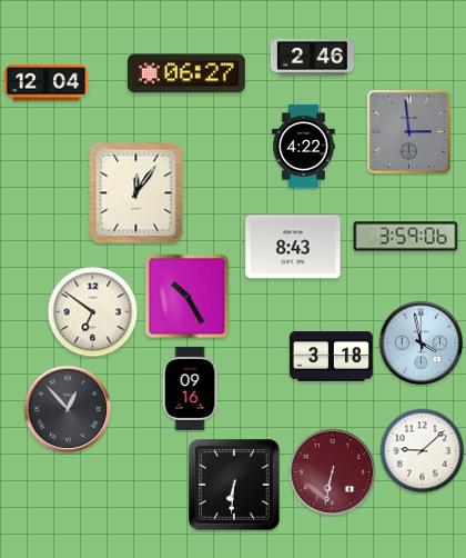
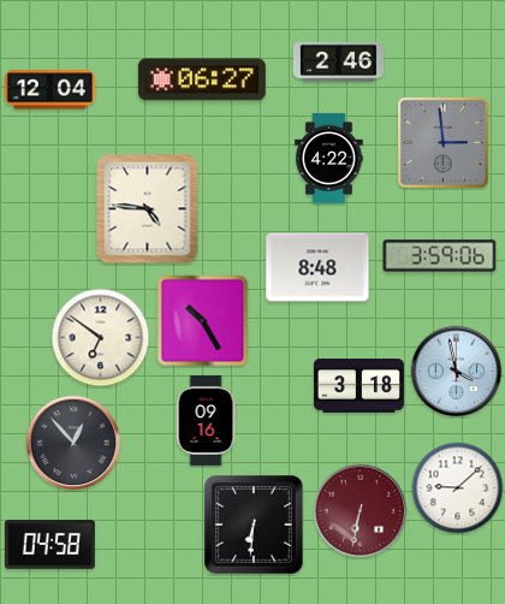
clock at (136, 193): 12:06 -> 4:46
clock at (293, 247): 8:43 -> 8:48
clock at (49, 545): none -> 04:58
